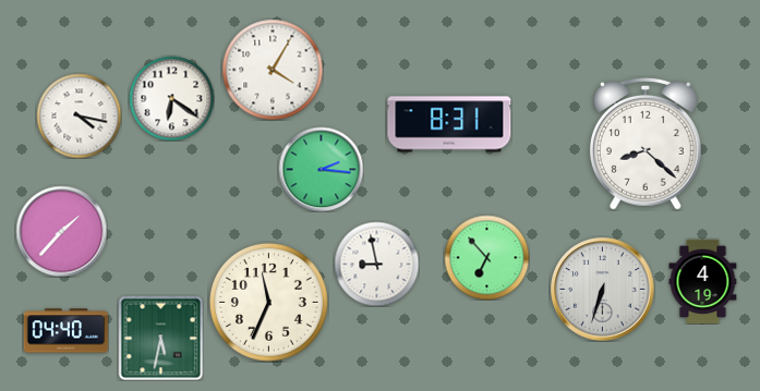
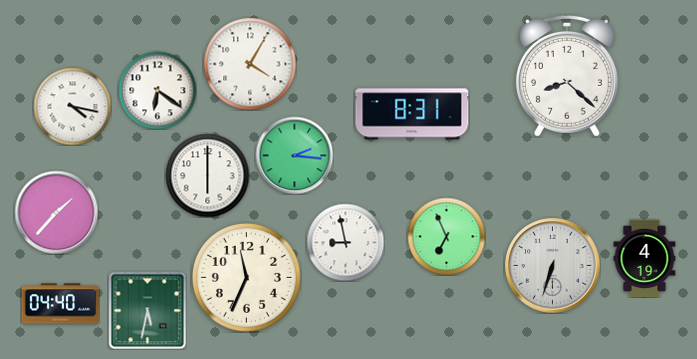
clock at (646, 144) position: (646, 144) -> (567, 76)
clock at (207, 175): none -> 6:00
clock at (486, 257): 6:53 -> 6:56
